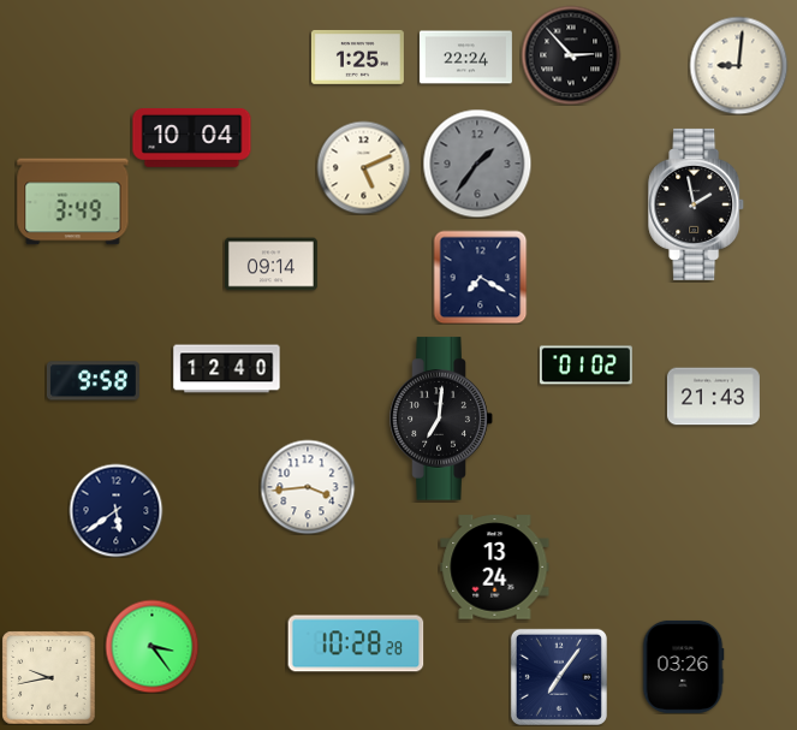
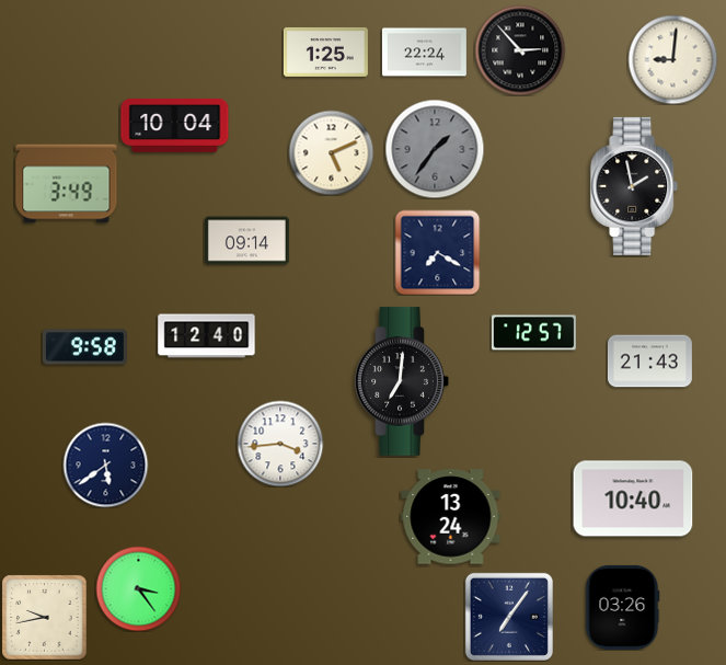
clock at (585, 366): 01:02 -> 12:57
clock at (633, 498): none -> 10:40
clock at (356, 643): 10:28 -> none
